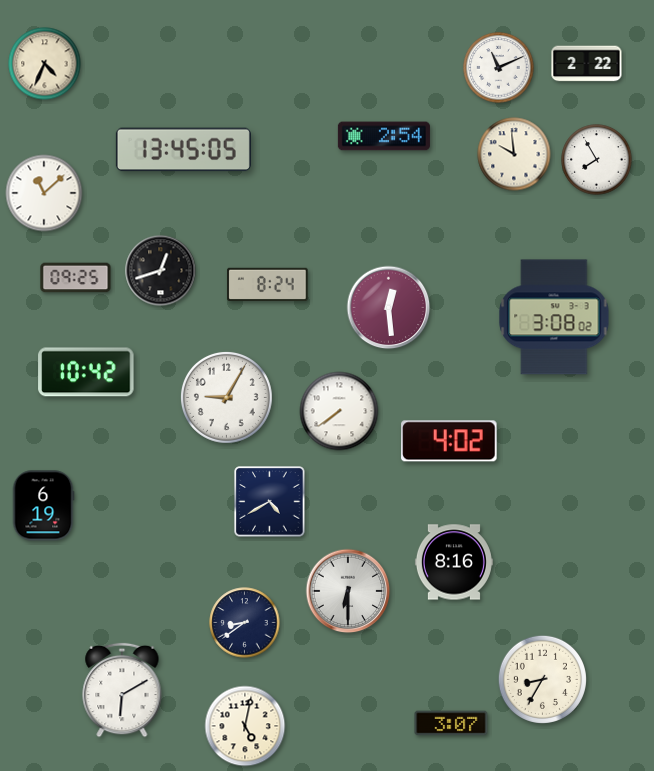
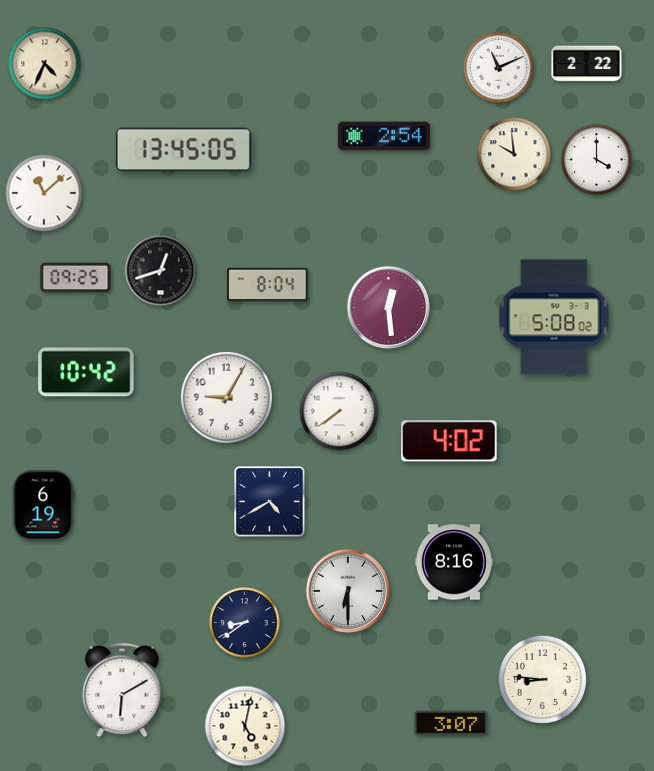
clock at (597, 160): 7:55 -> 4:00
clock at (268, 284): 8:24 -> 8:04
clock at (554, 317): 3:08 -> 5:08
clock at (542, 679): 8:35 -> 8:46
